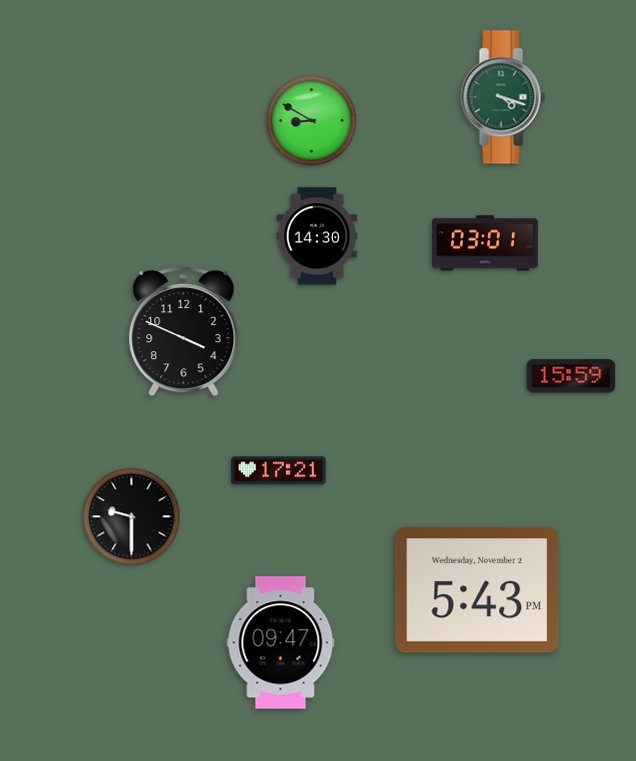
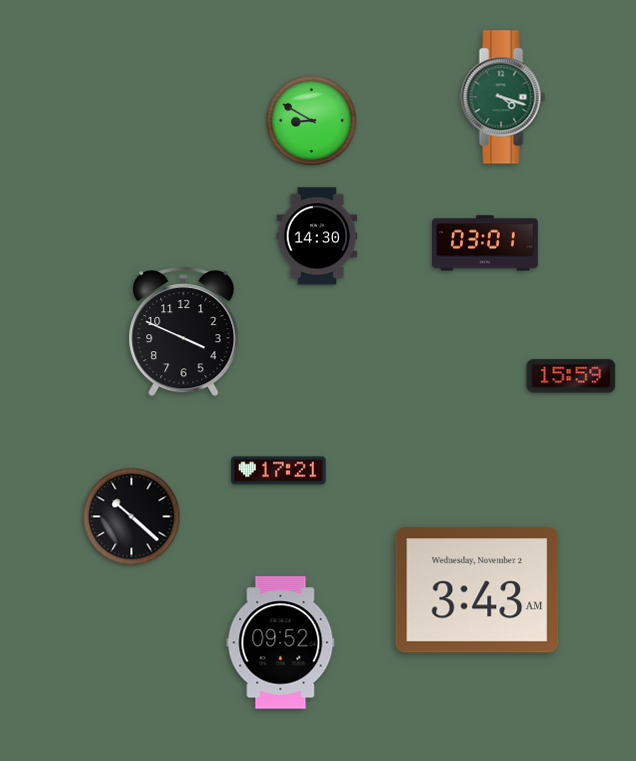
clock at (132, 517): 9:30 -> 10:22
clock at (477, 590): 5:43 -> 3:43
clock at (281, 643): 09:47 -> 09:52
